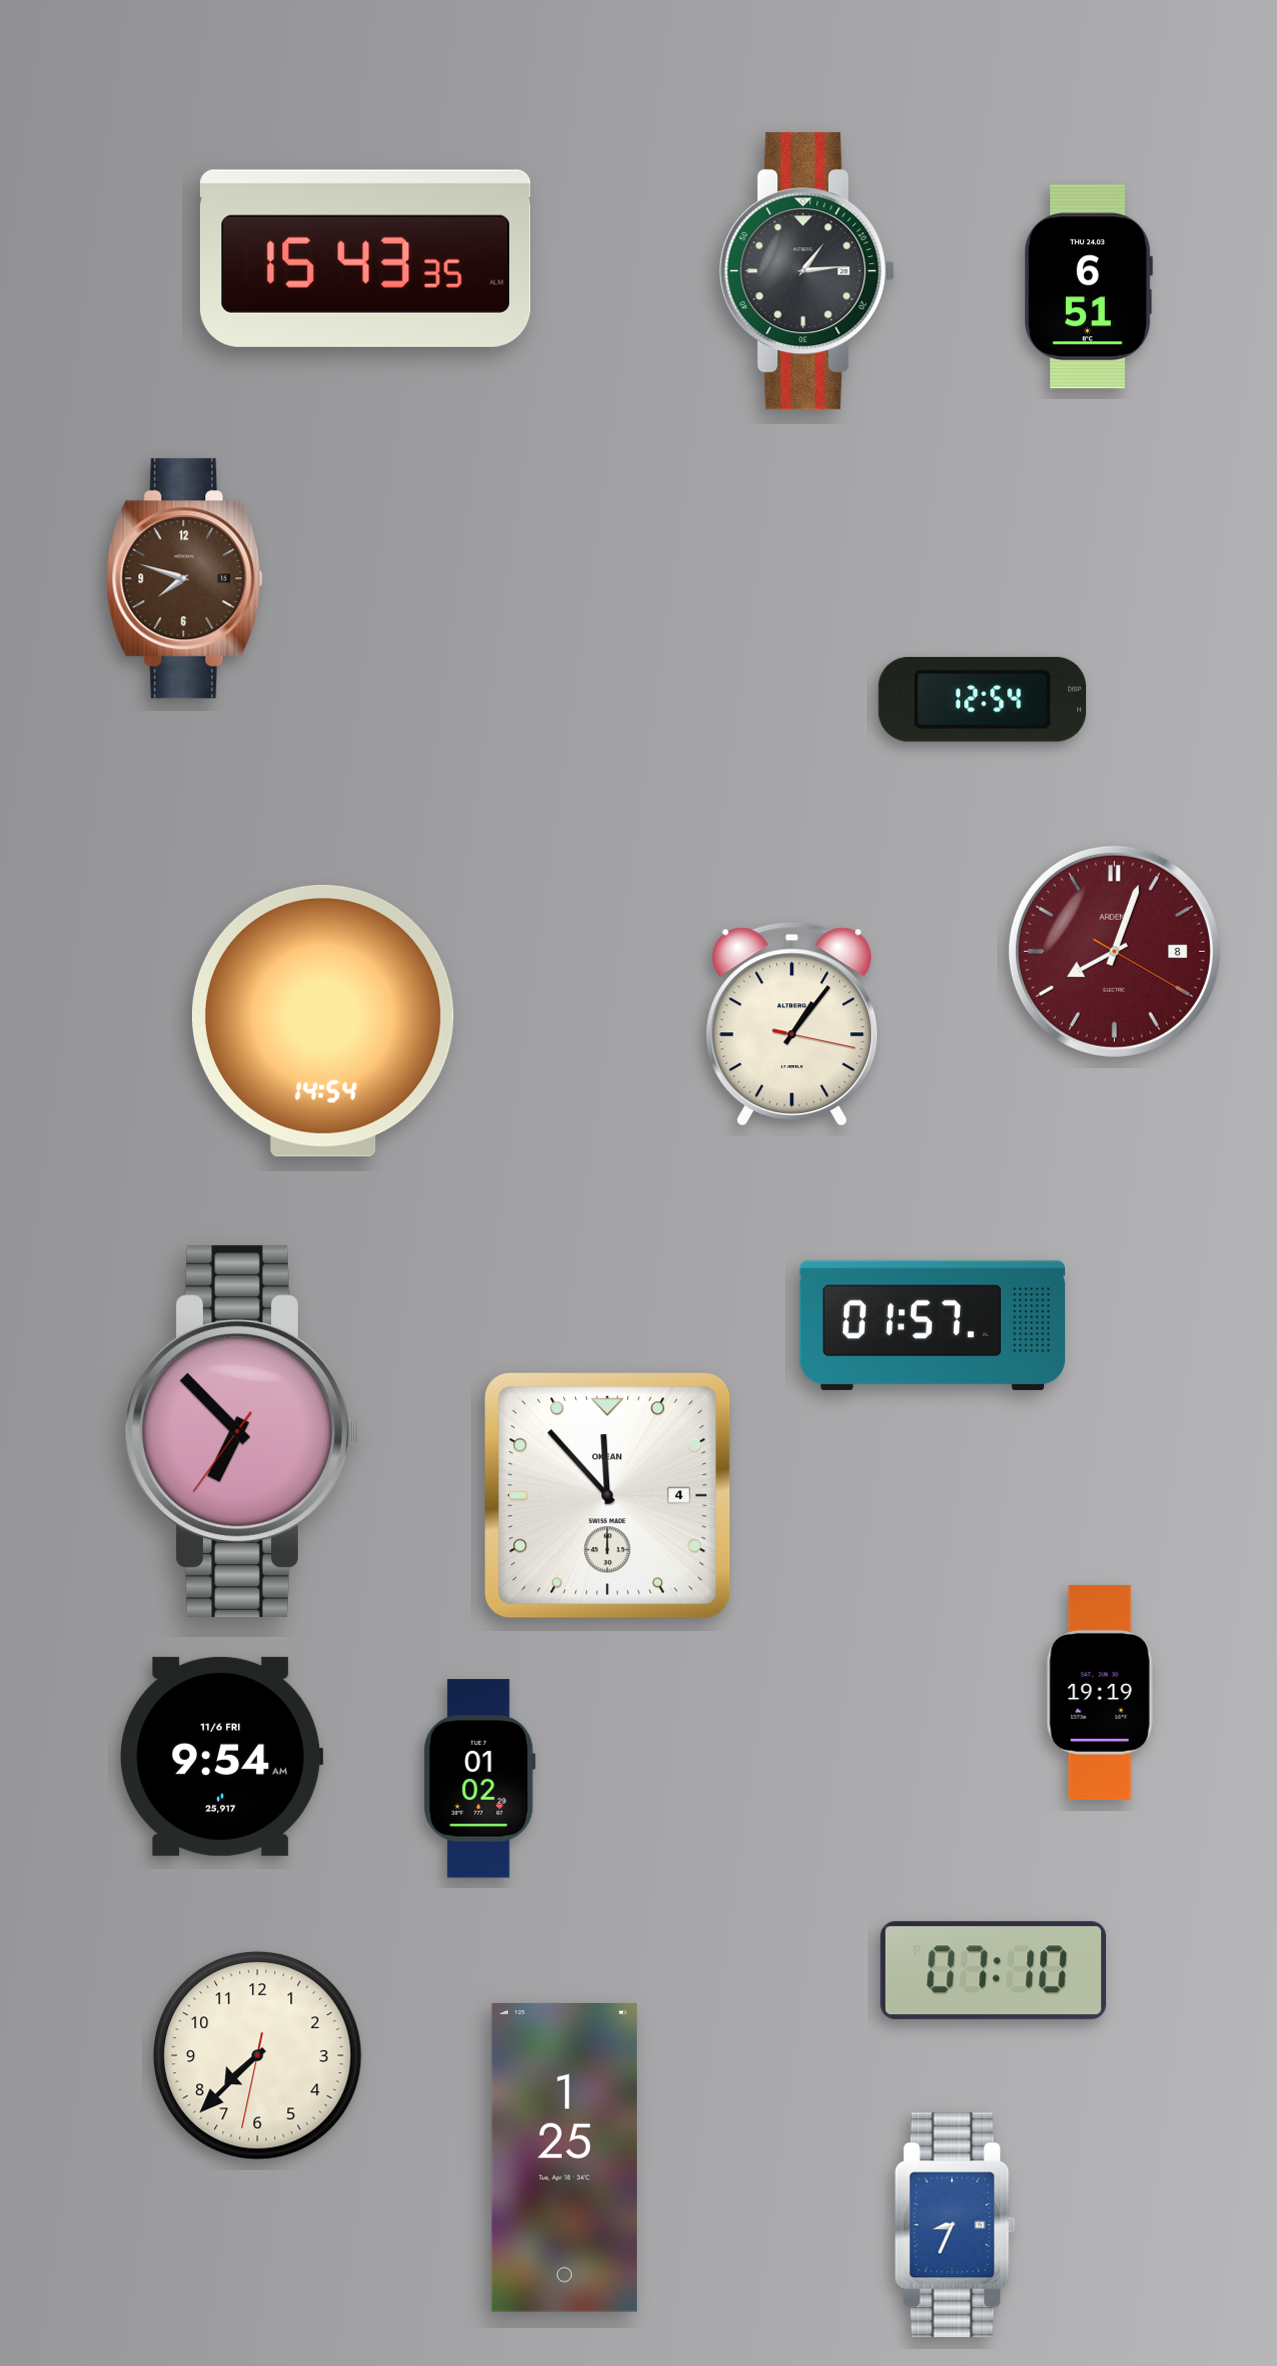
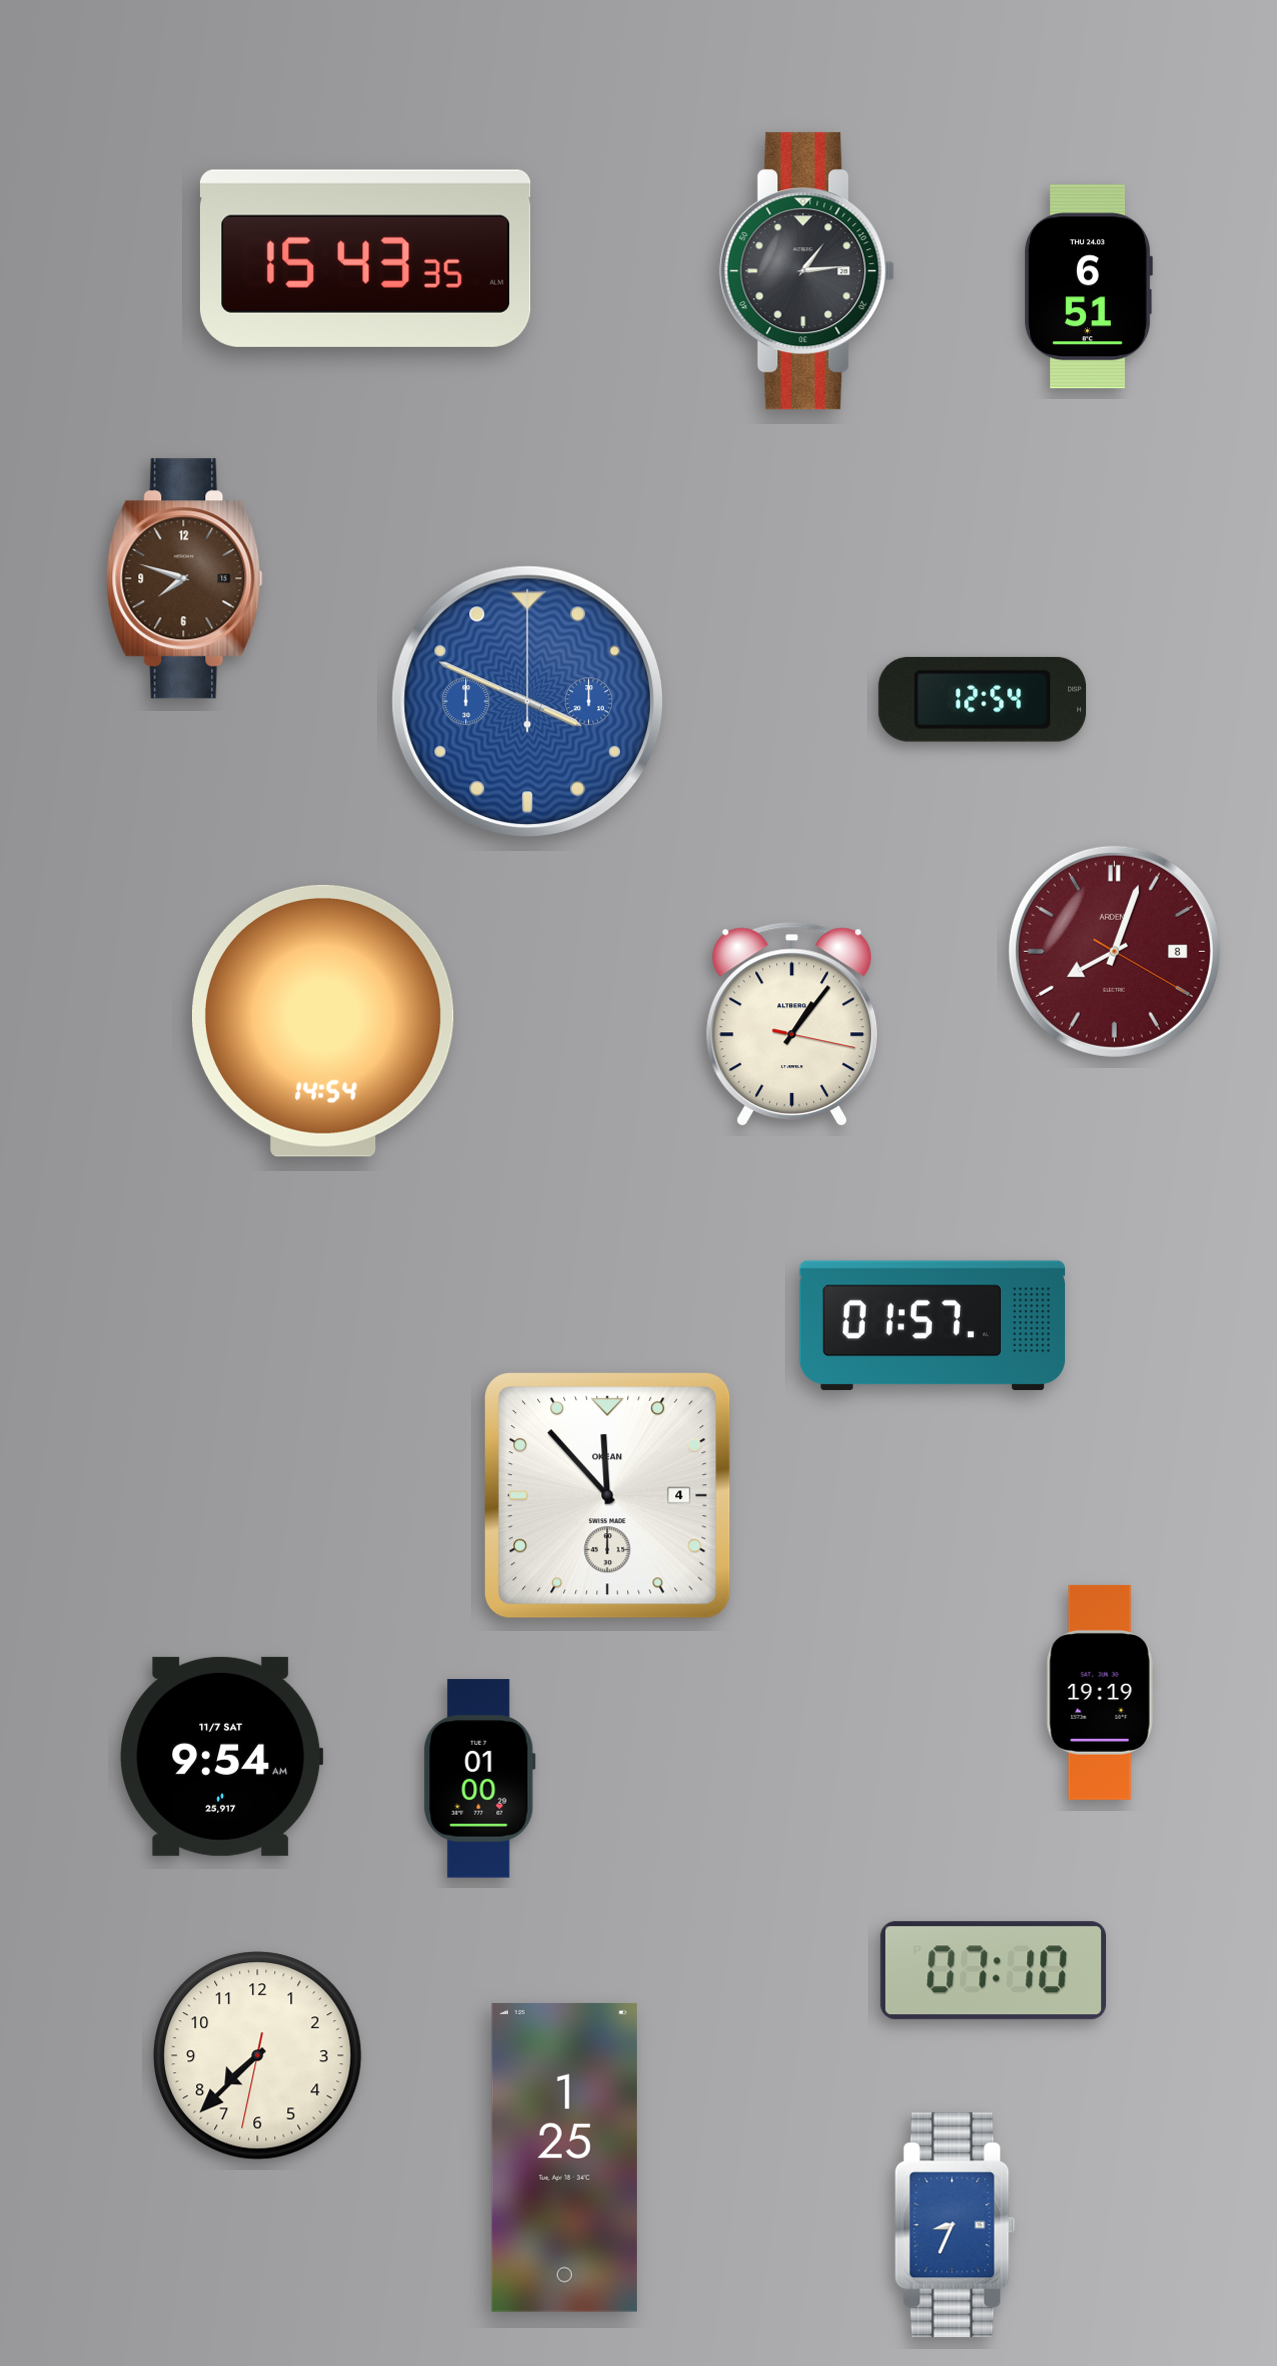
clock at (528, 702): none -> 3:49
clock at (243, 1431): 6:52 -> none
clock at (222, 1756) date: 11/6 FRI -> 11/7 SAT
clock at (479, 1779): 01:02 -> 01:00
